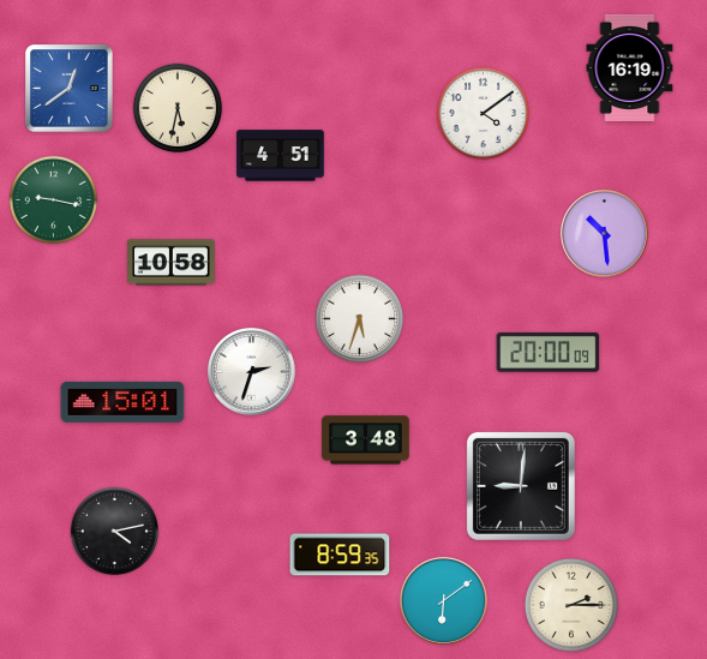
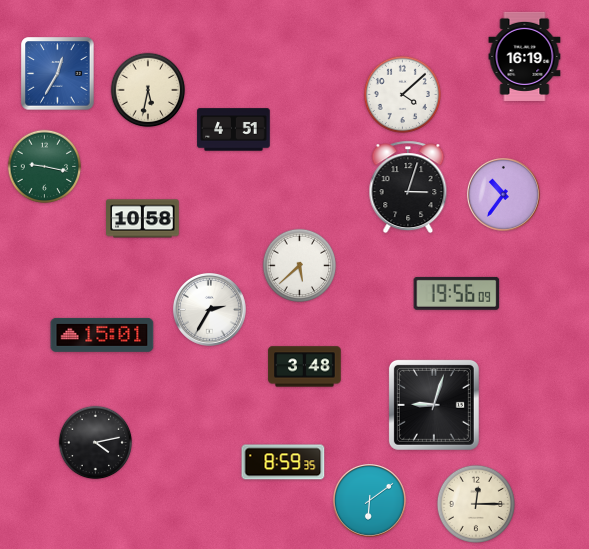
clock at (70, 89): 12:39 -> 12:35
clock at (483, 113): 4:09 -> 4:08
clock at (408, 187): none -> 3:03
clock at (604, 233): 10:29 -> 10:36
clock at (360, 319): 5:33 -> 5:38
clock at (549, 352): 20:00 -> 19:56
clock at (251, 371): 2:33 -> 2:35
clock at (521, 486): 9:01 -> 9:03
clock at (571, 605): 2:15 -> 12:15
